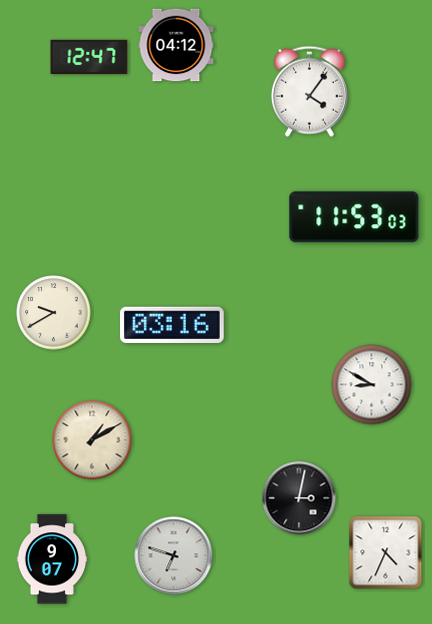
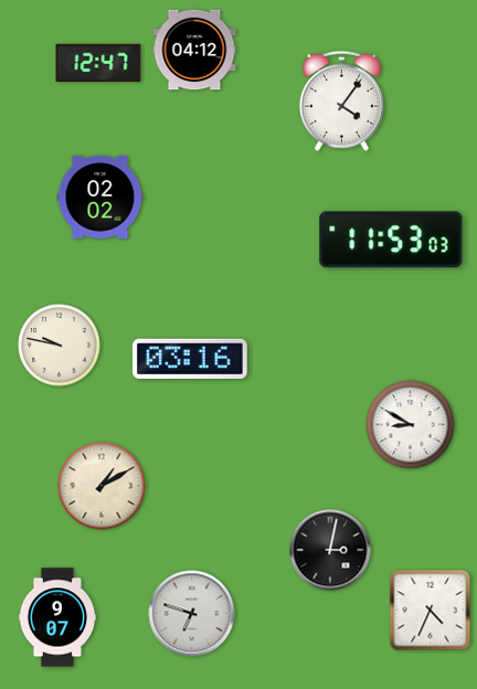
clock at (100, 197): none -> 02:02
clock at (54, 313): 9:40 -> 9:47
clock at (386, 553) position: (386, 553) -> (431, 611)
